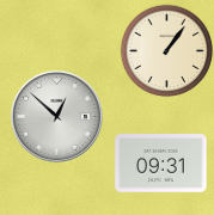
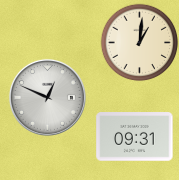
clock at (166, 50): 1:06 -> 1:01
clock at (56, 116): 12:52 -> 12:49
